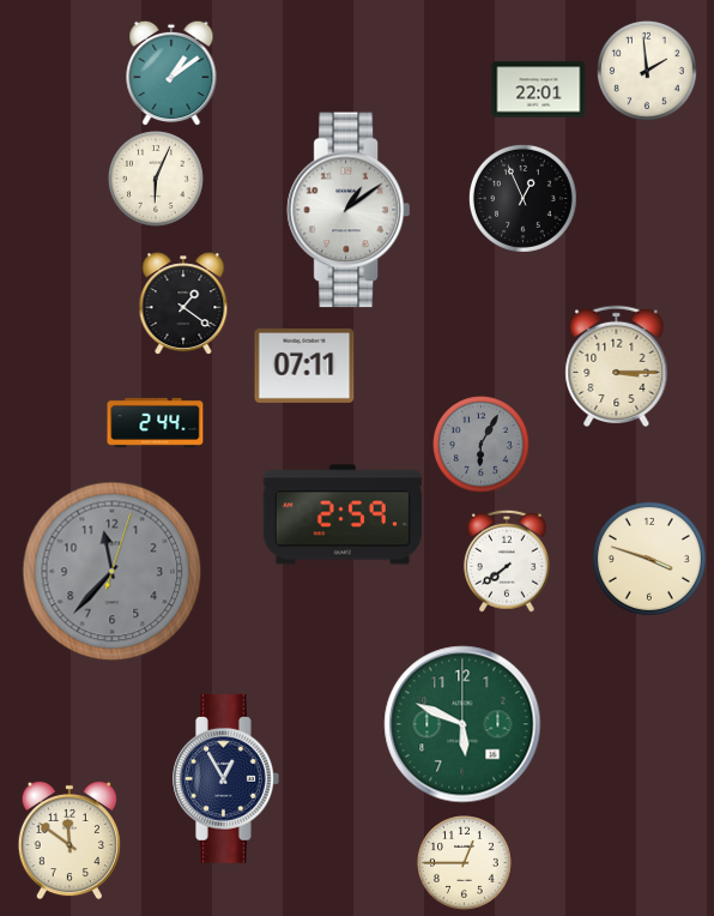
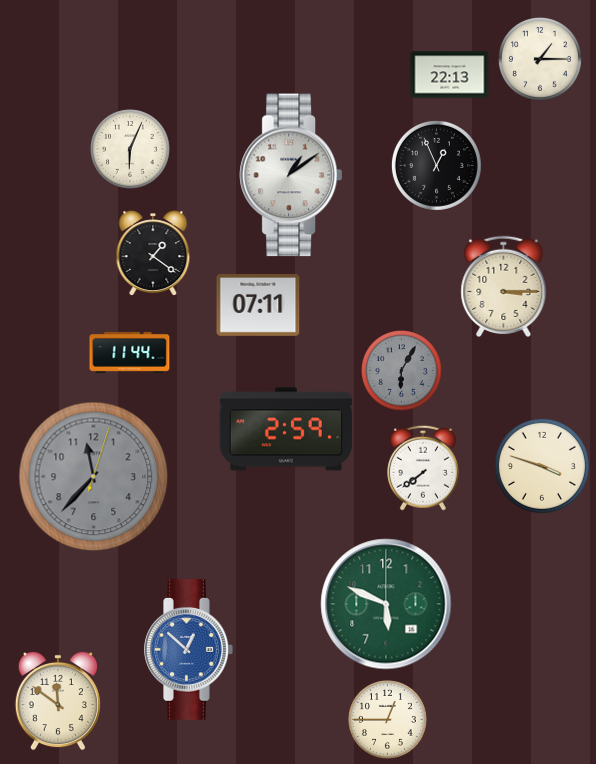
clock at (647, 71): 1:59 -> 1:15
clock at (171, 73): 1:09 -> none
clock at (539, 90): 22:01 -> 22:13
clock at (304, 366) position: (304, 366) -> (258, 305)
clock at (617, 367) position: (617, 367) -> (504, 287)
clock at (156, 422): 2:44 -> 11:44
clock at (226, 779): 12:55 -> 12:52
clock at (226, 779) dial: navy -> blue
